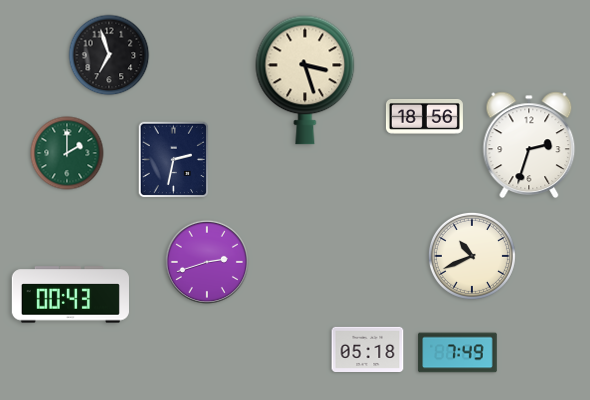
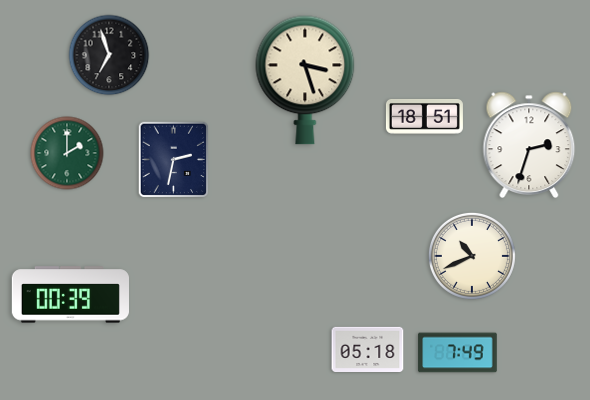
clock at (424, 116): 18:56 -> 18:51
clock at (207, 262): 2:42 -> none
clock at (70, 295): 00:43 -> 00:39
